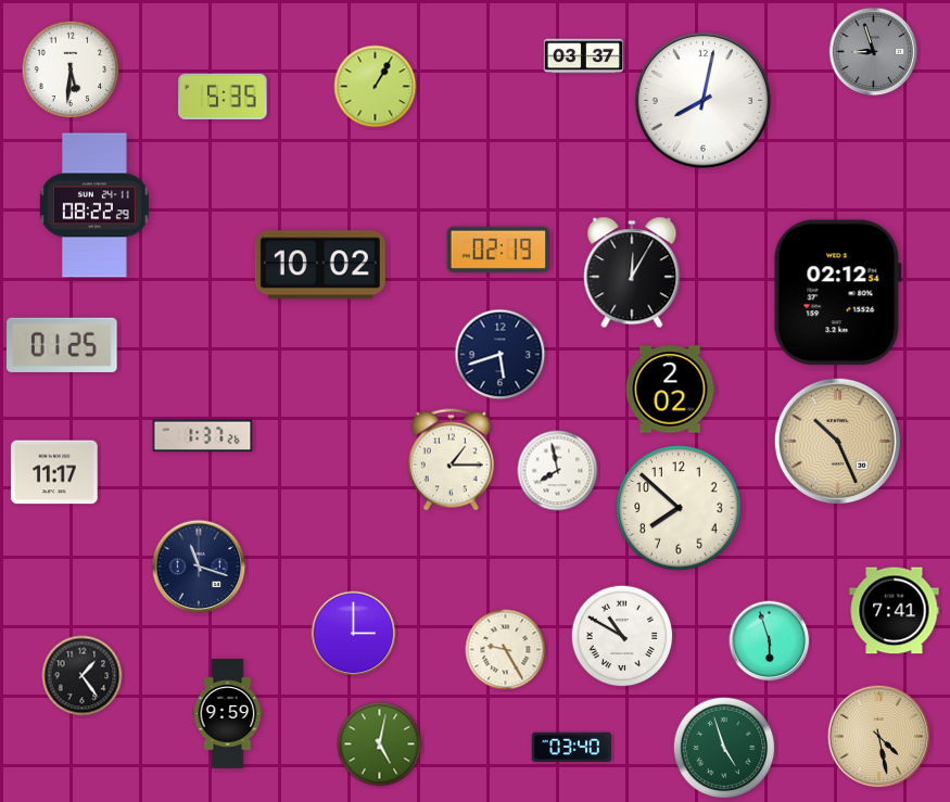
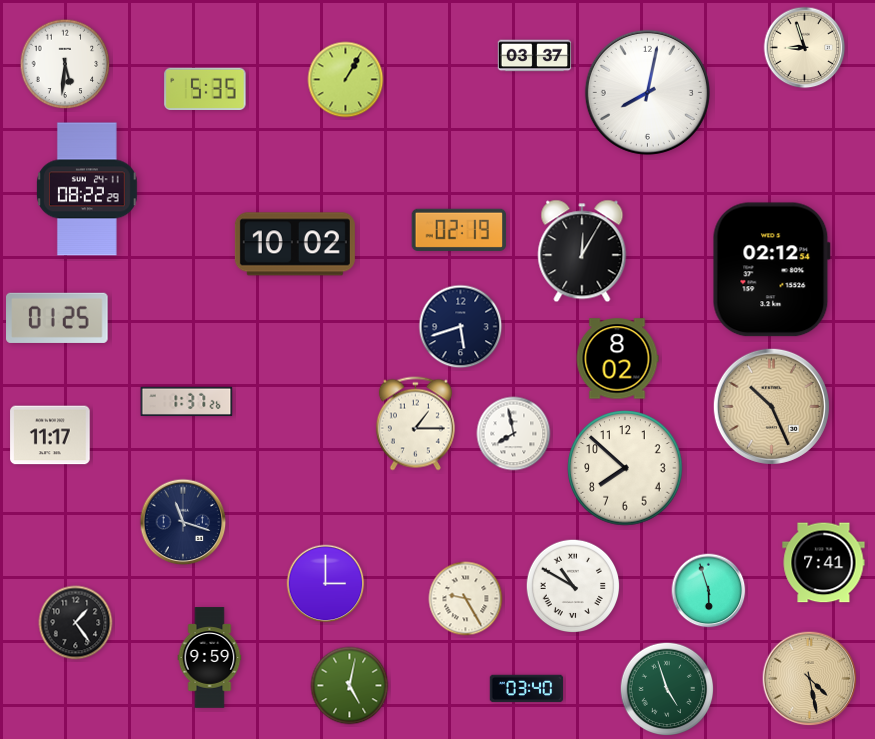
clock at (874, 52) dial: grey -> cream
clock at (584, 56) position: (584, 56) -> (535, 56)
clock at (670, 390): 2:02 -> 8:02
